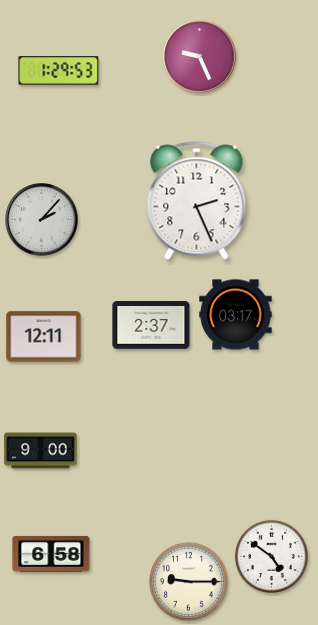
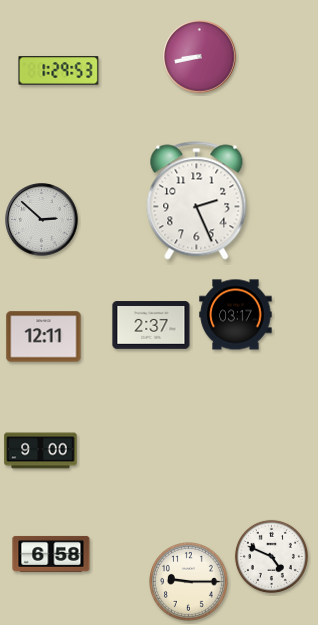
clock at (200, 57): 9:26 -> 8:43
clock at (42, 220): 2:07 -> 2:52
clock at (271, 556): 4:51 -> 4:49
